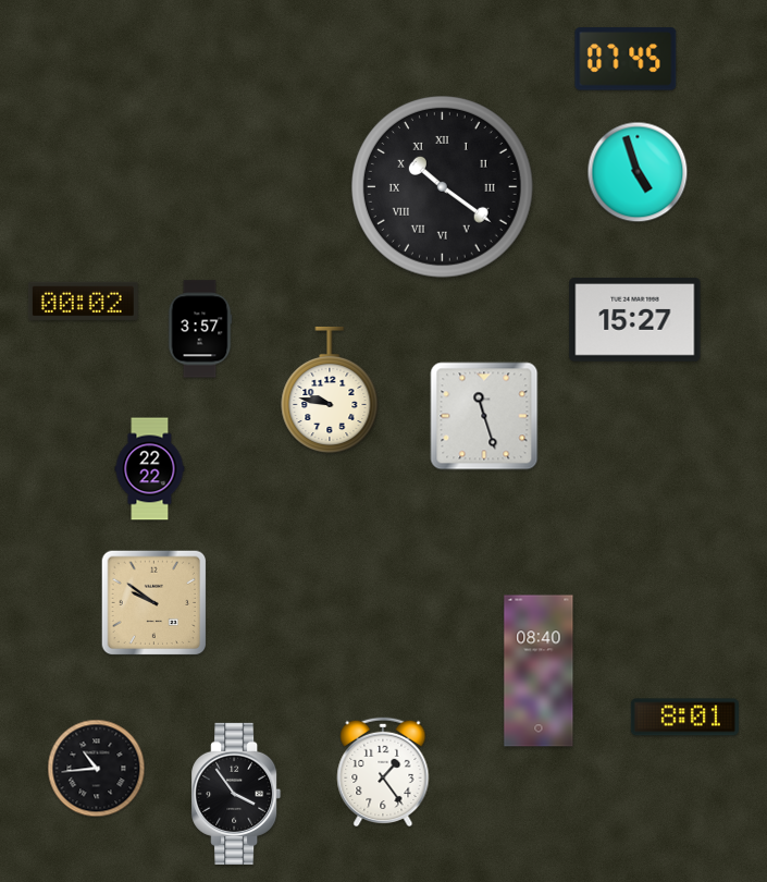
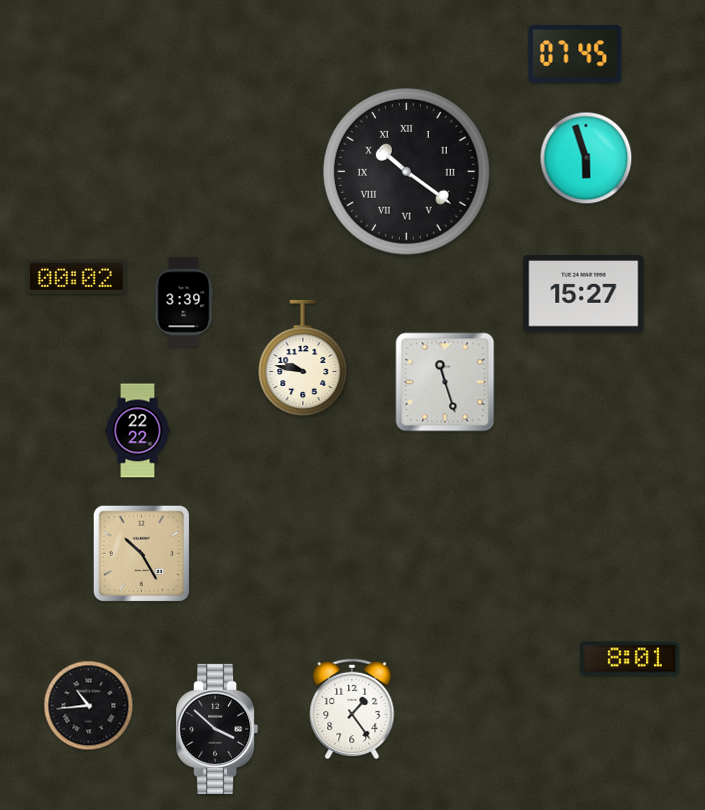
clock at (638, 172): 4:57 -> 5:57
clock at (200, 329): 3:57 -> 3:39
clock at (154, 603): 9:51 -> 10:25
clock at (539, 671): 08:40 -> none
clock at (236, 794): 3:54 -> 3:52
